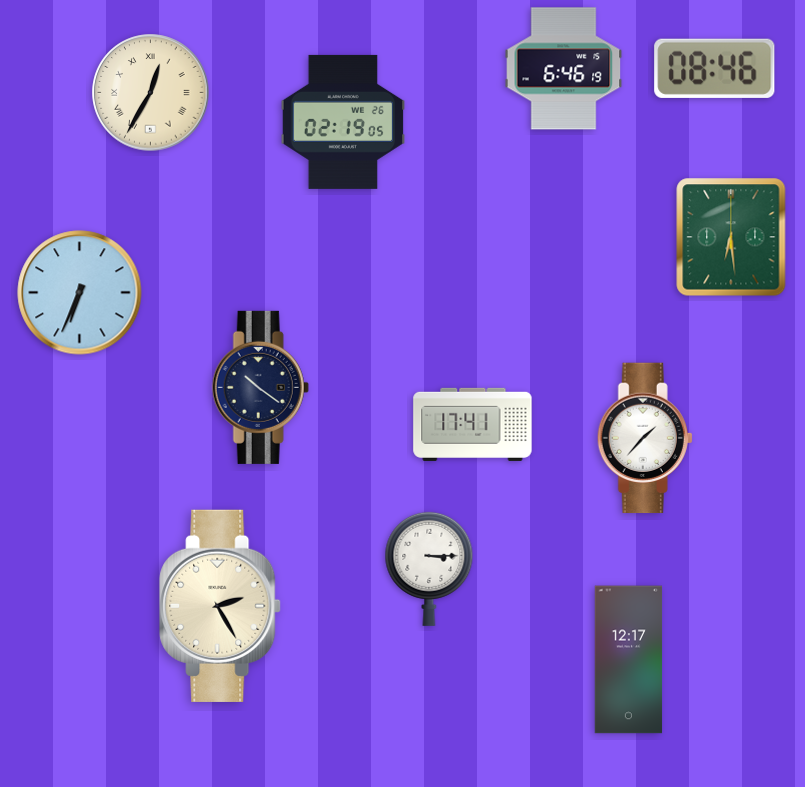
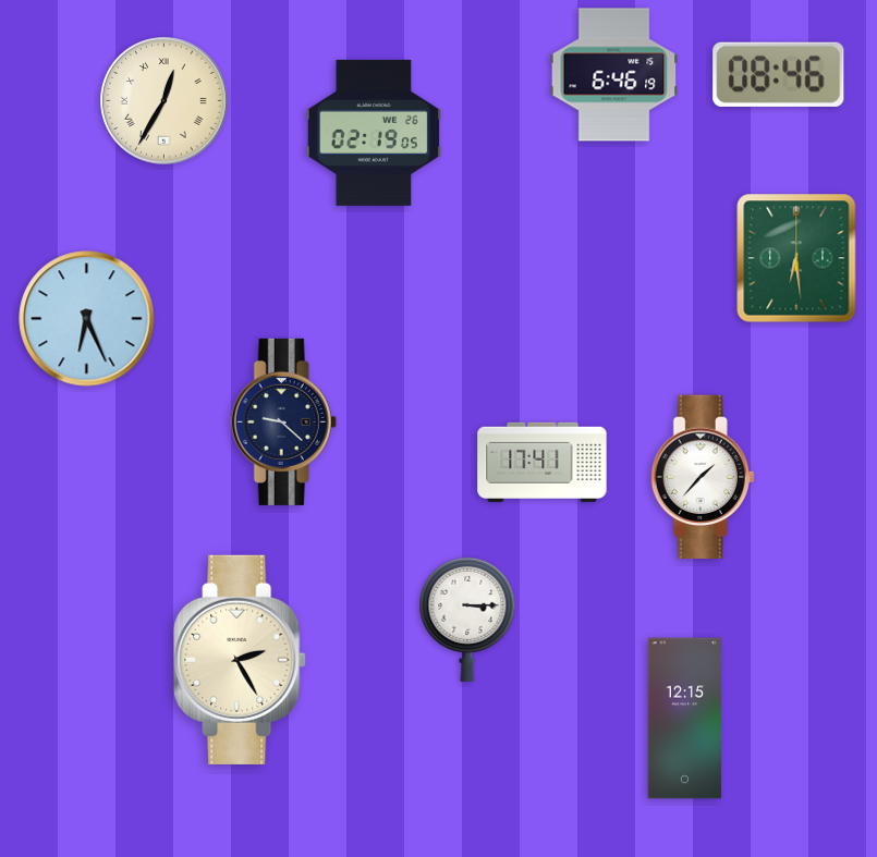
clock at (80, 293): 6:34 -> 6:26
clock at (260, 387): 10:21 -> 9:22
clock at (473, 424) position: (473, 424) -> (543, 462)
clock at (629, 660): 12:17 -> 12:15
